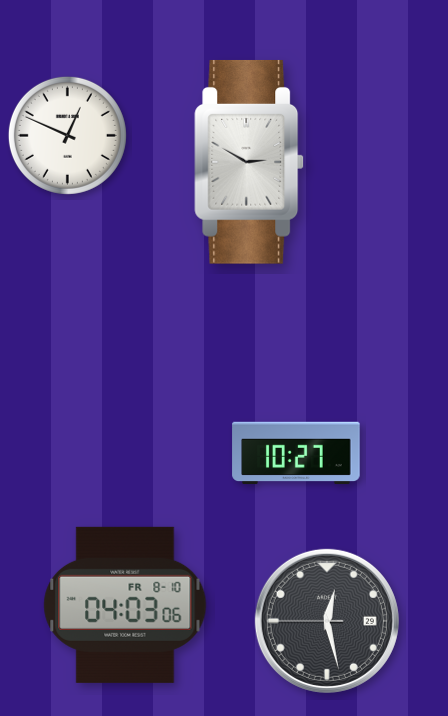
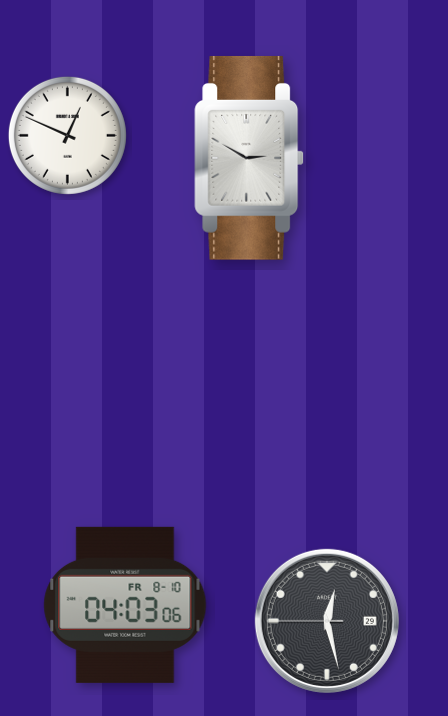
clock at (249, 162) position: (249, 162) -> (249, 158)
clock at (296, 453): 10:27 -> none
